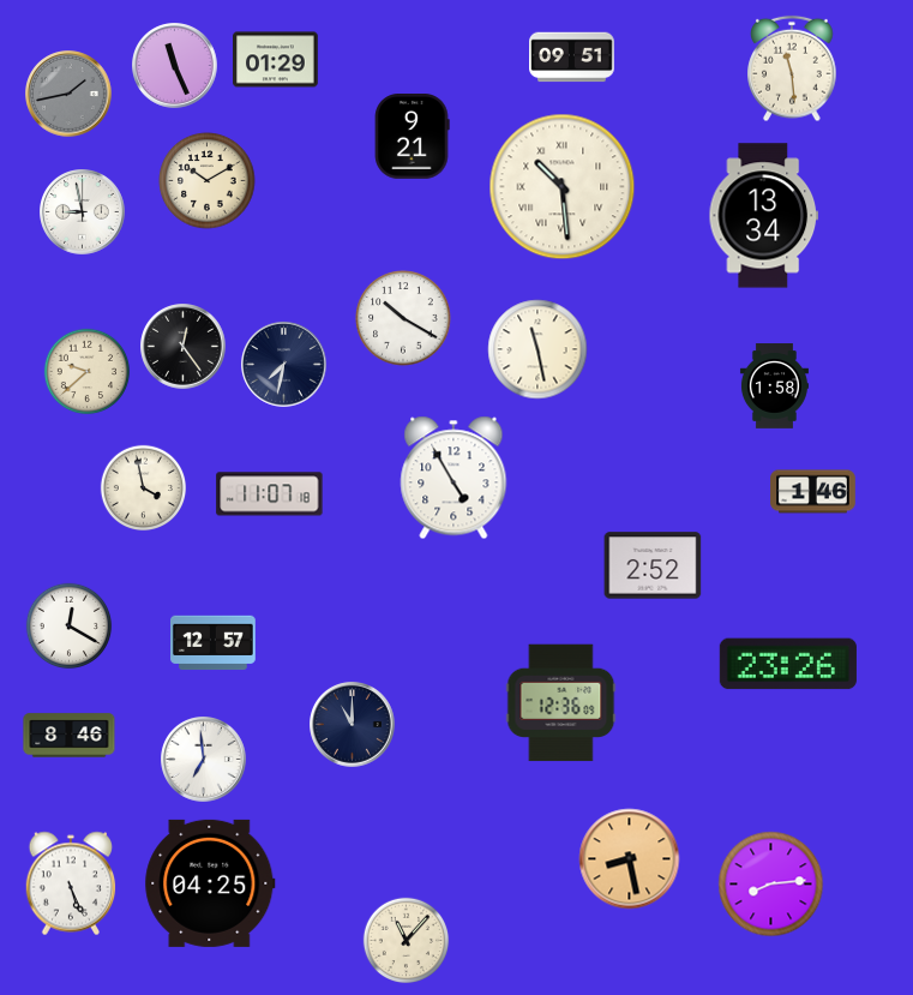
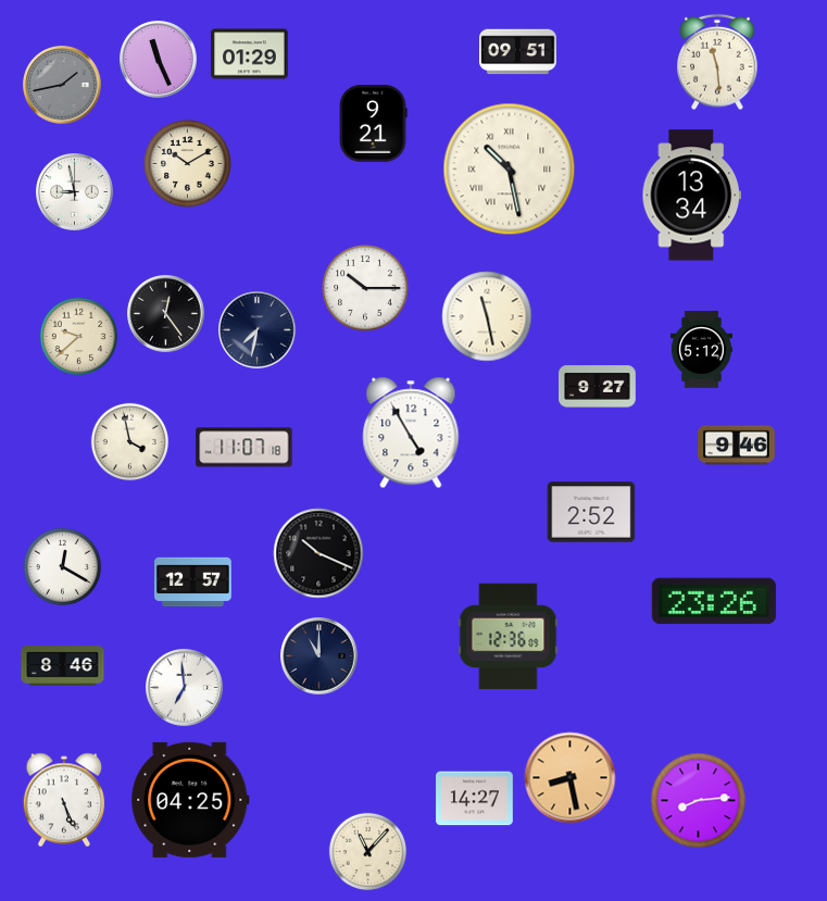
clock at (563, 187): 10:29 -> 10:28
clock at (403, 318): 10:20 -> 10:15
clock at (774, 386): 1:58 -> 5:12
clock at (598, 387): none -> 9:27
clock at (813, 492): 1:46 -> 9:46
clock at (318, 553): none -> 10:19
clock at (475, 799): none -> 14:27
